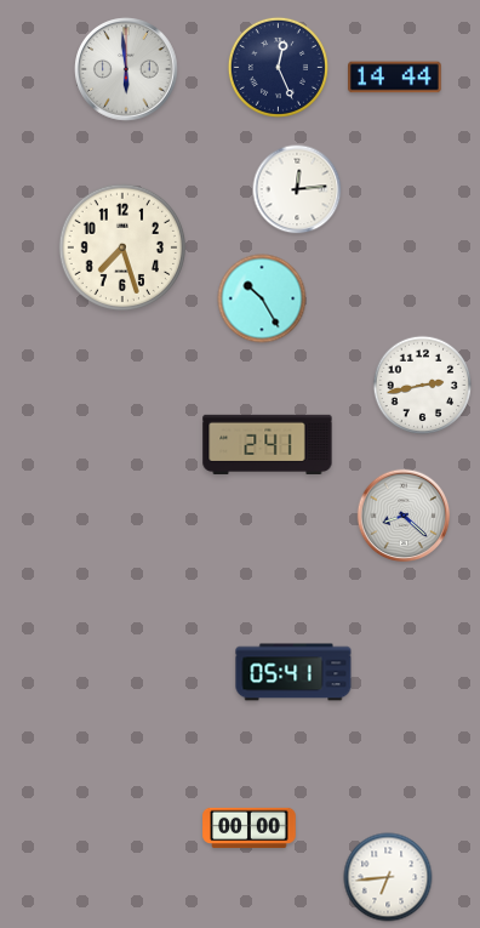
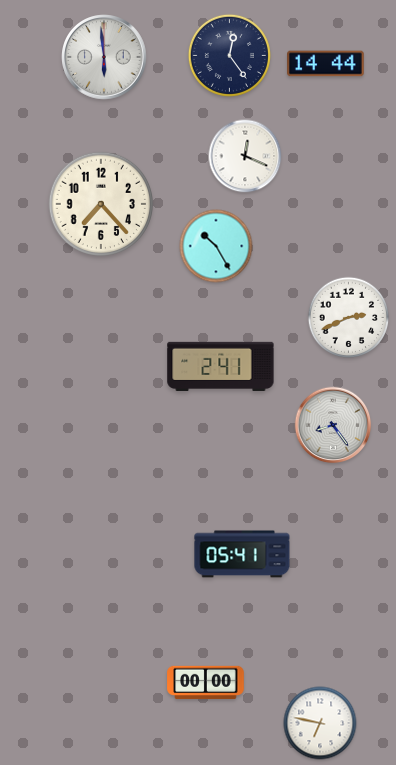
clock at (278, 67): 12:26 -> 12:24
clock at (297, 189): 12:14 -> 12:19
clock at (121, 246): 7:27 -> 7:23
clock at (423, 386): 2:43 -> 2:41
clock at (404, 516): 8:22 -> 8:24
clock at (388, 877): 6:44 -> 6:47
